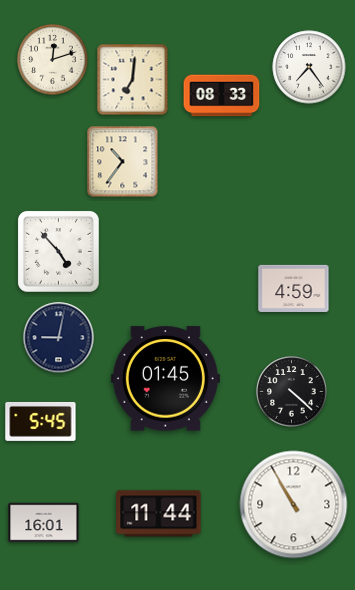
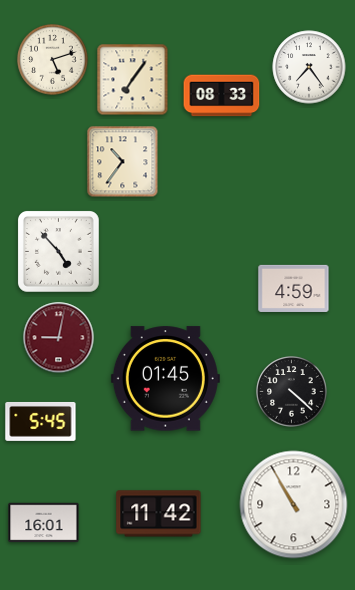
clock at (53, 60): 12:12 -> 5:12
clock at (133, 80): 7:01 -> 7:06
clock at (59, 338) dial: navy -> burgundy
clock at (159, 514): 11:44 -> 11:42
